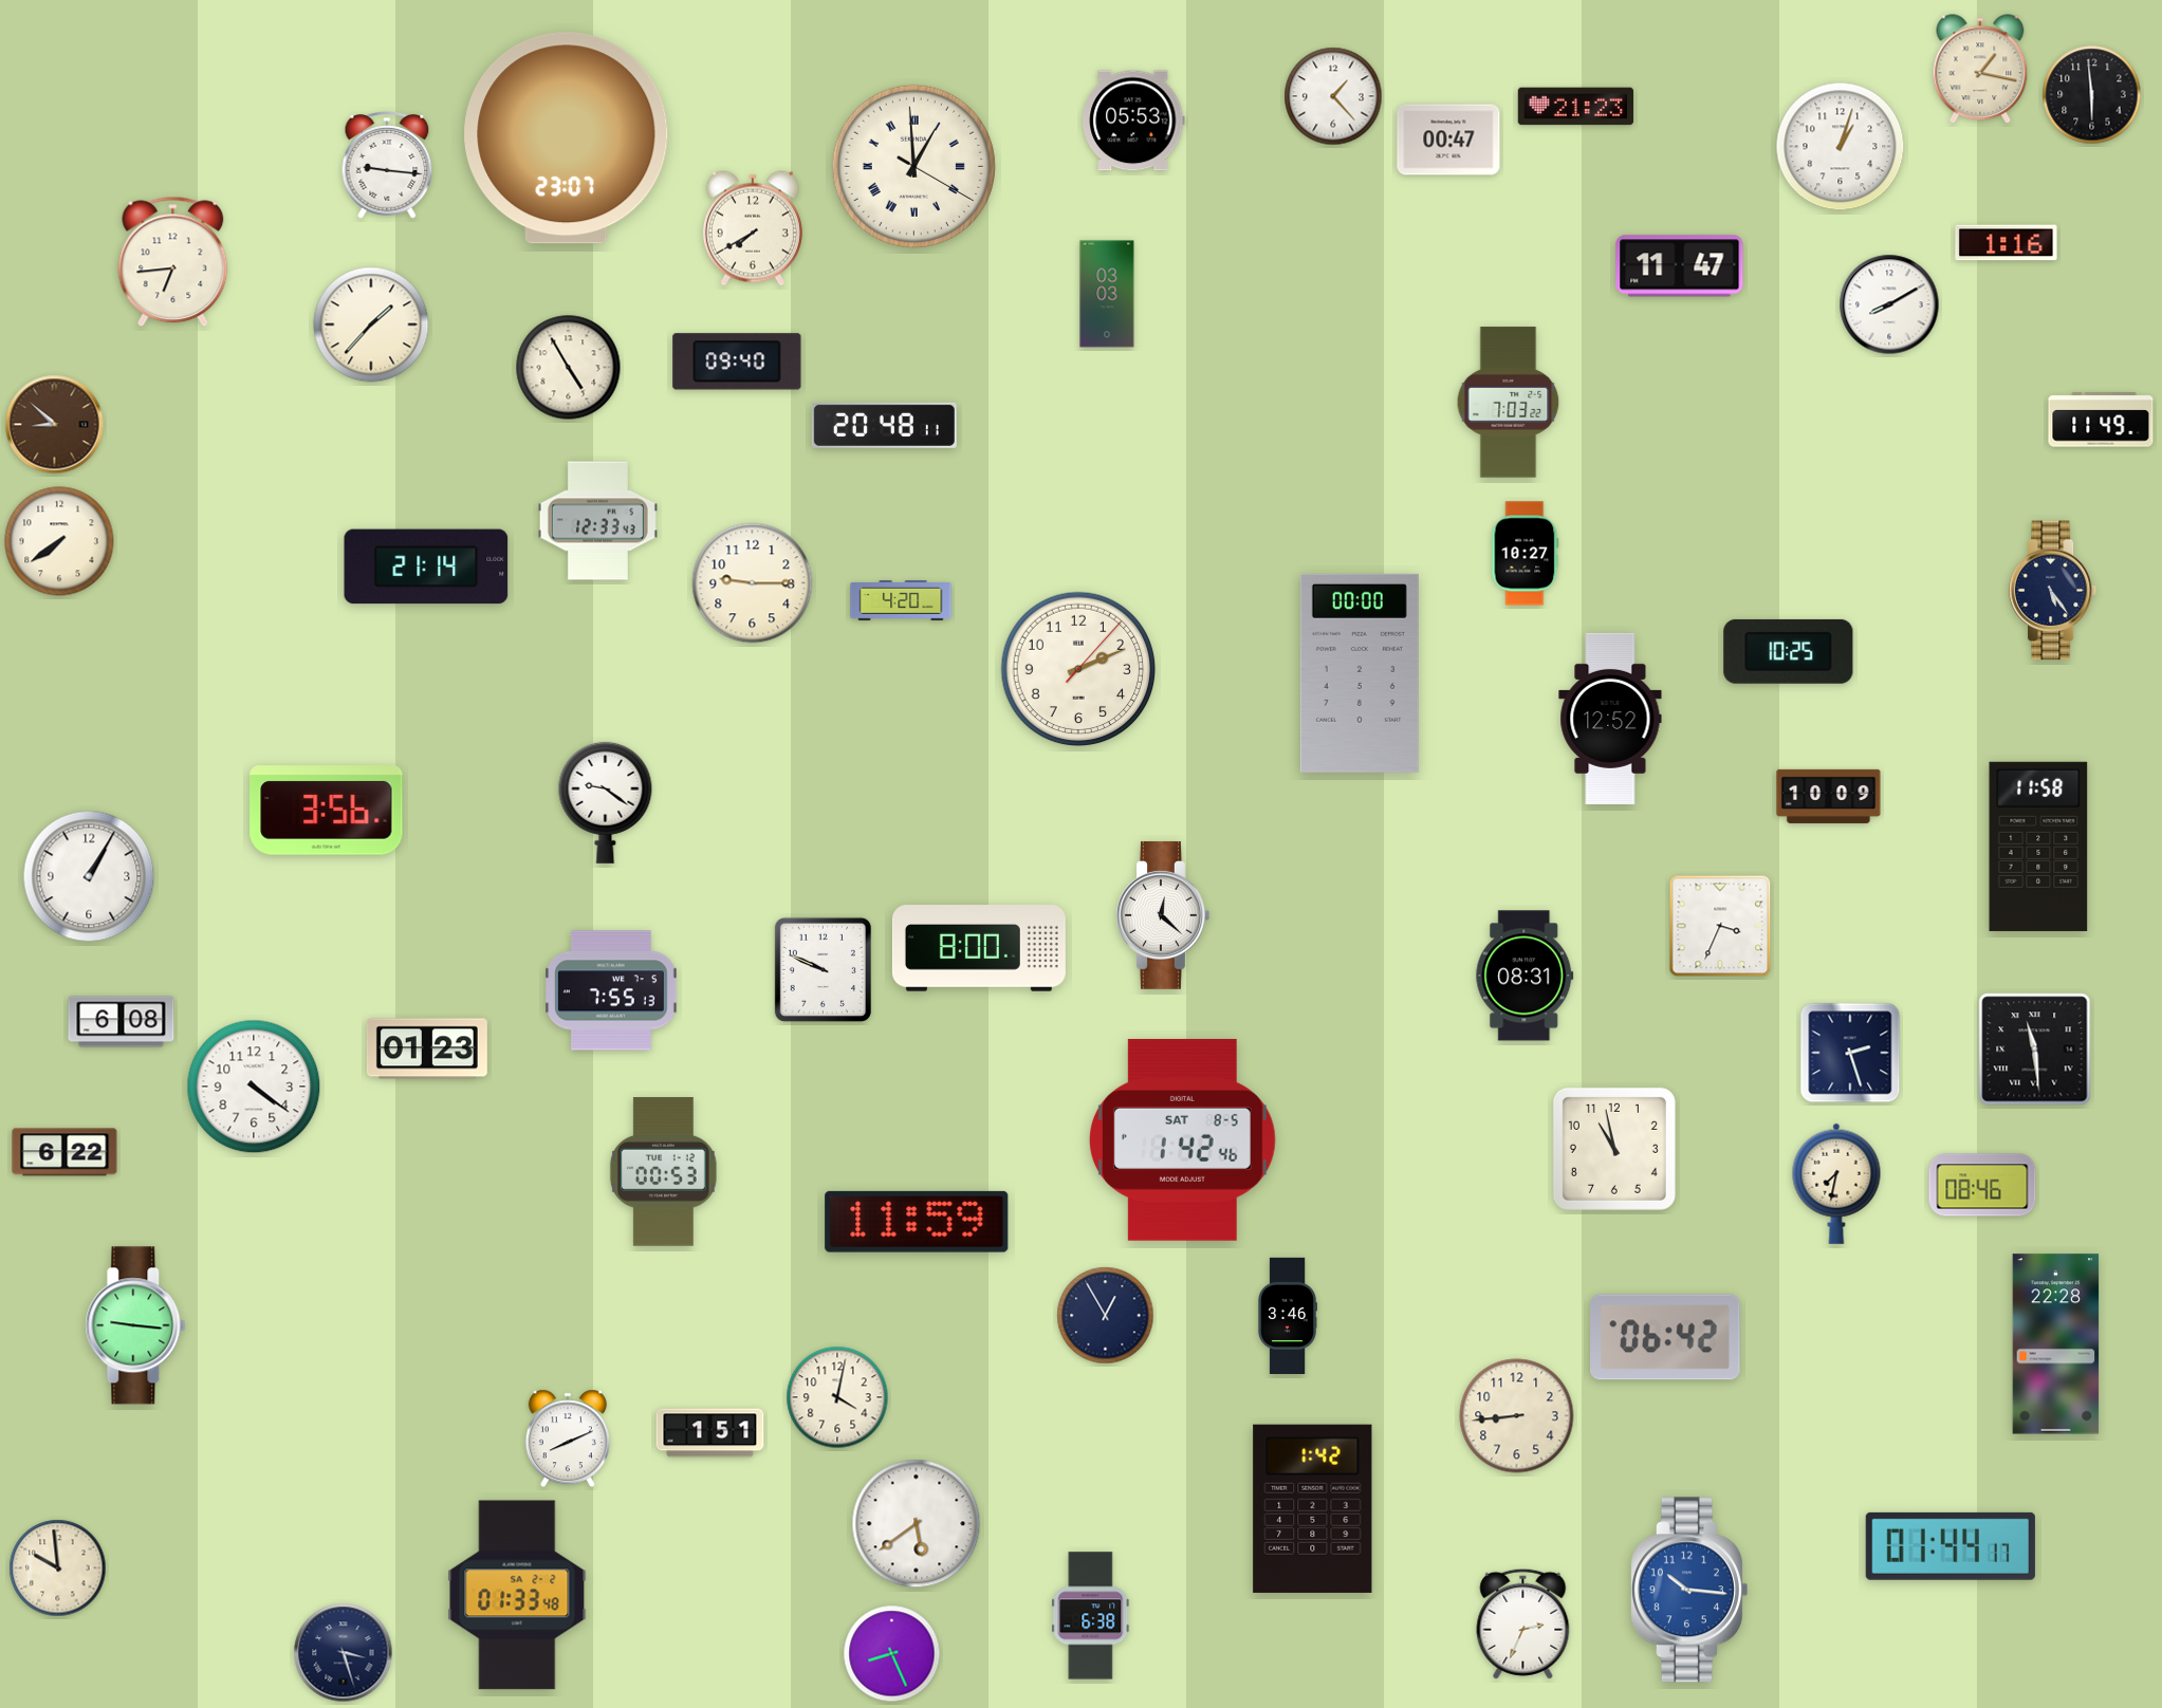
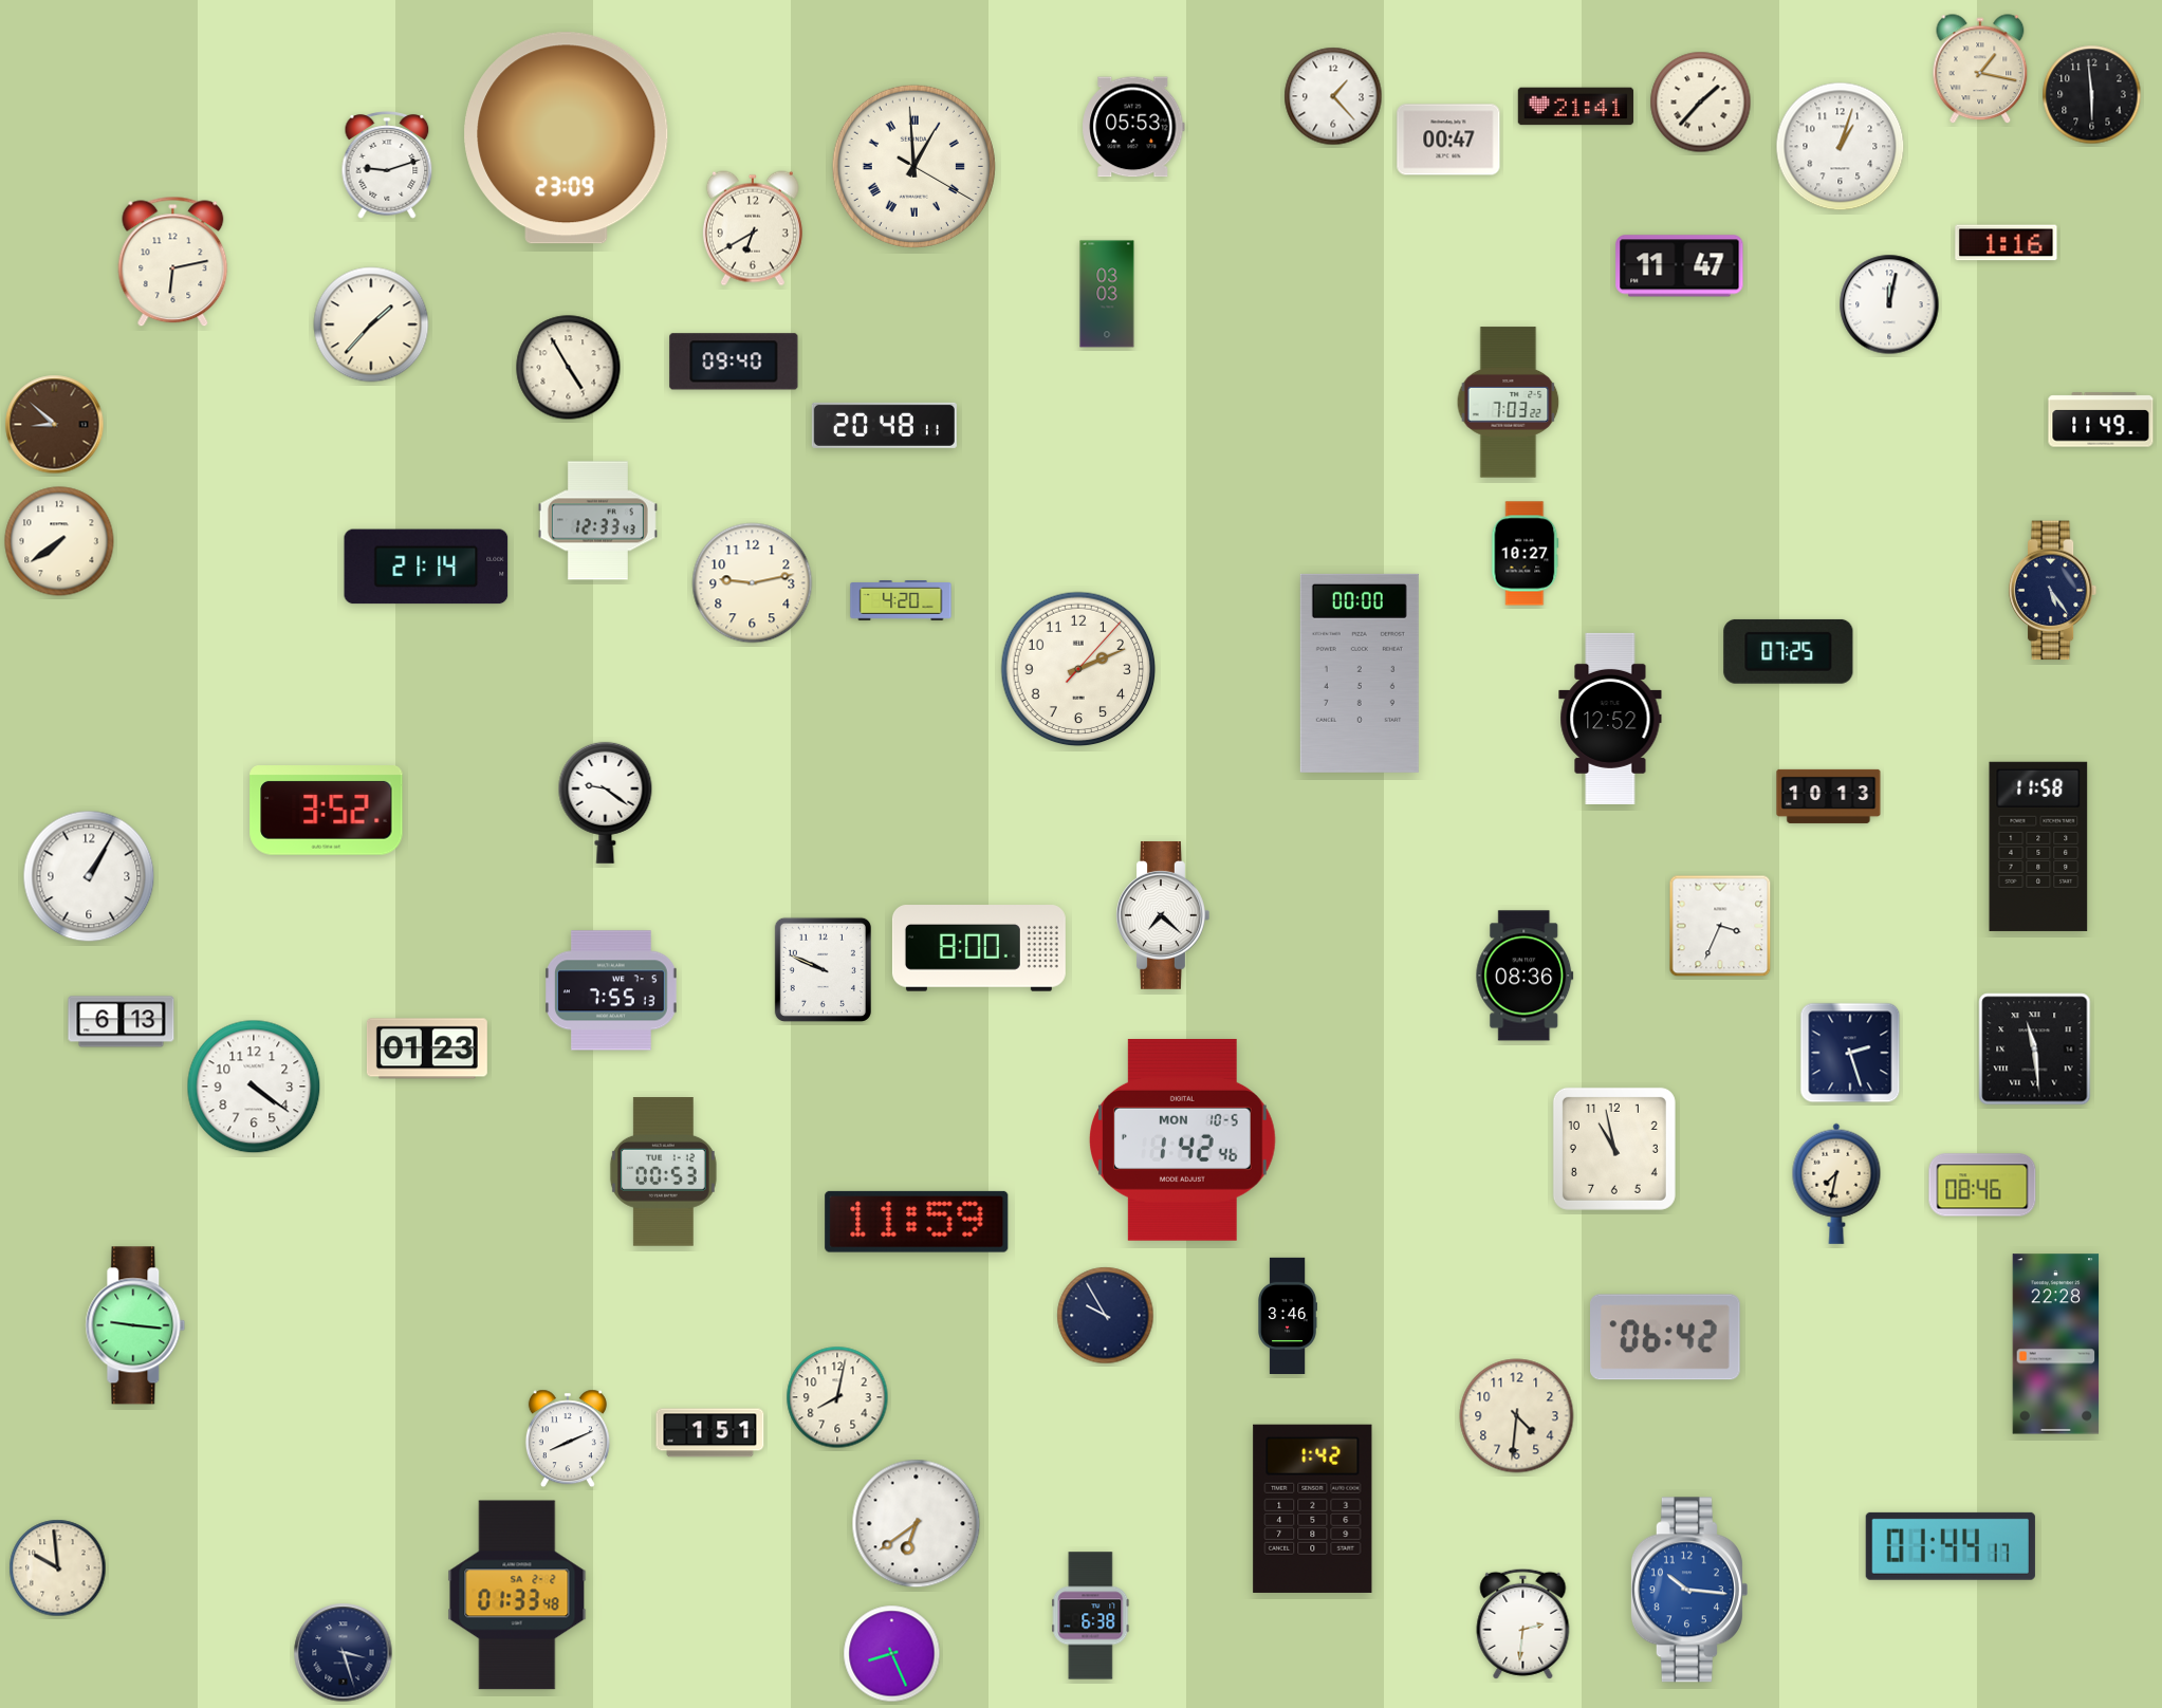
clock at (1701, 103): none -> 1:37
clock at (1576, 107): 21:23 -> 21:41
clock at (1133, 120) position: (1133, 120) -> (1133, 127)
clock at (567, 138): 23:07 -> 23:09
clock at (387, 165): 9:16 -> 9:12
clock at (753, 228): 7:40 -> 6:40
clock at (173, 262): 6:44 -> 6:13
clock at (1889, 304): 8:10 -> 12:02
clock at (737, 361) position: (737, 361) -> (734, 361)
clock at (753, 583): 9:15 -> 9:13
clock at (1789, 651): 10:25 -> 07:25
clock at (1829, 796): 10:09 -> 10:13
clock at (327, 811): 3:56 -> 3:52
clock at (1163, 915): 12:22 -> 7:22
clock at (1525, 976): 08:31 -> 08:36
clock at (122, 1022): 6:08 -> 6:13
clock at (1182, 1139) date: SAT 8-5 -> MON 10-5
clock at (64, 1152): 6:22 -> none
clock at (1106, 1316): 12:55 -> 9:55
clock at (837, 1397): 4:02 -> 8:02
clock at (1517, 1416): 8:44 -> 4:31
clock at (917, 1524): 5:39 -> 6:39
clock at (1523, 1623): 2:34 -> 2:31
